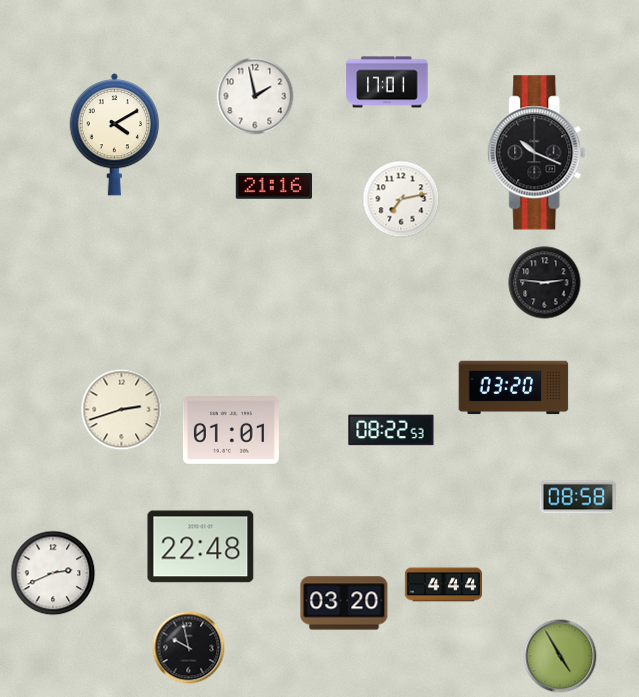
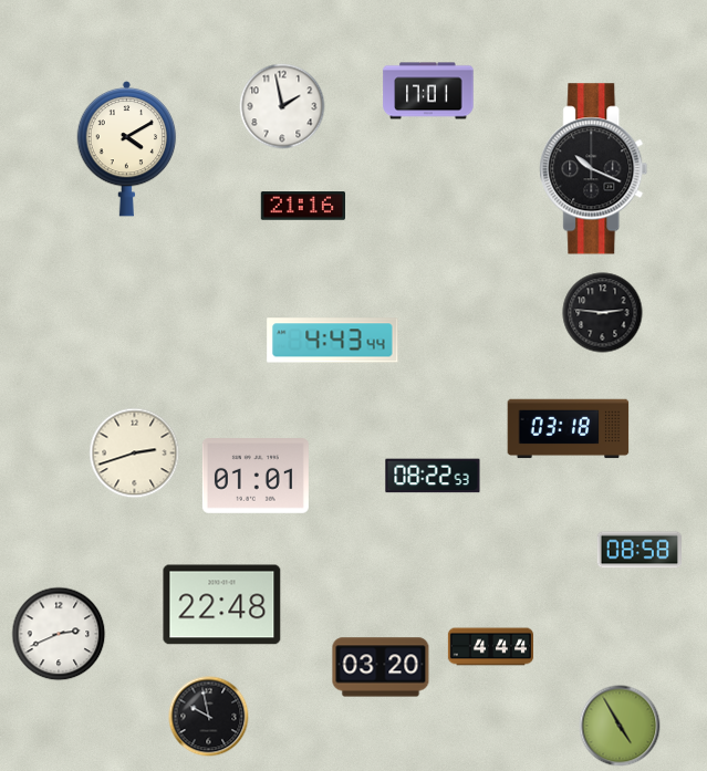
clock at (401, 199): 7:13 -> none
clock at (333, 341): none -> 4:43
clock at (514, 388): 03:20 -> 03:18
